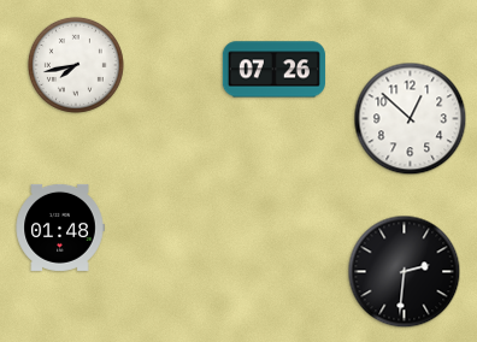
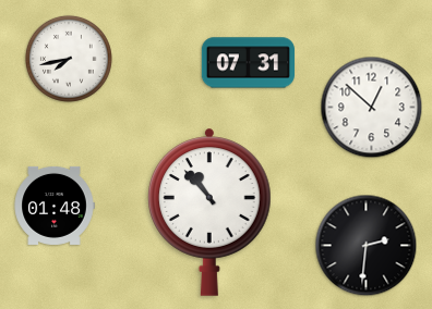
clock at (273, 70): 07:26 -> 07:31
clock at (211, 212): none -> 10:53
